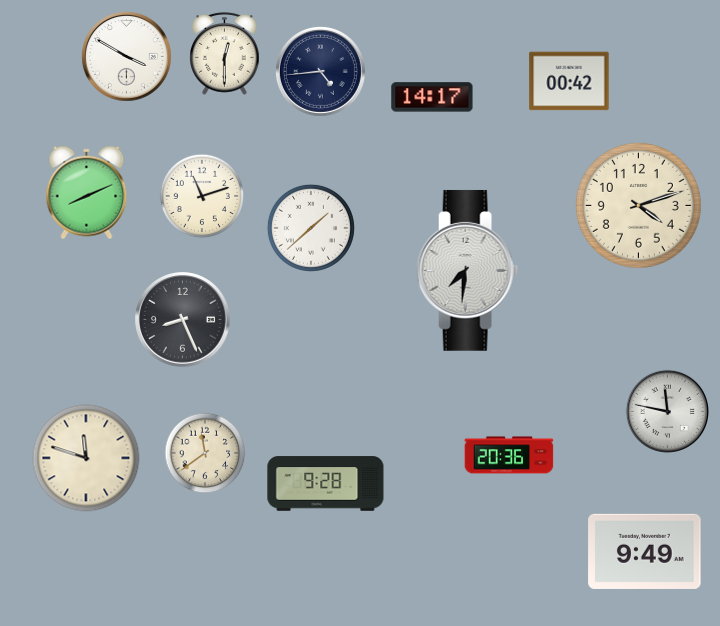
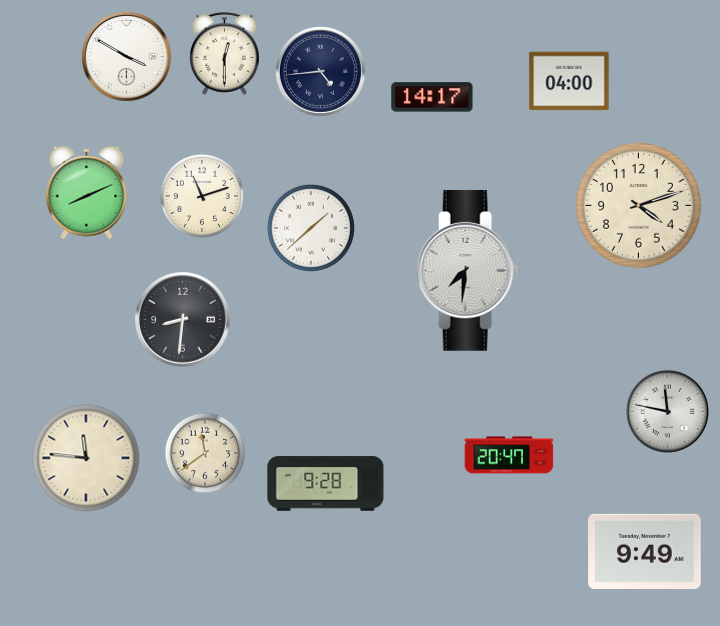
clock at (569, 81): 00:42 -> 04:00
clock at (183, 320): 8:26 -> 8:31
clock at (509, 455): 20:36 -> 20:47
clock at (86, 458): 11:48 -> 11:46
